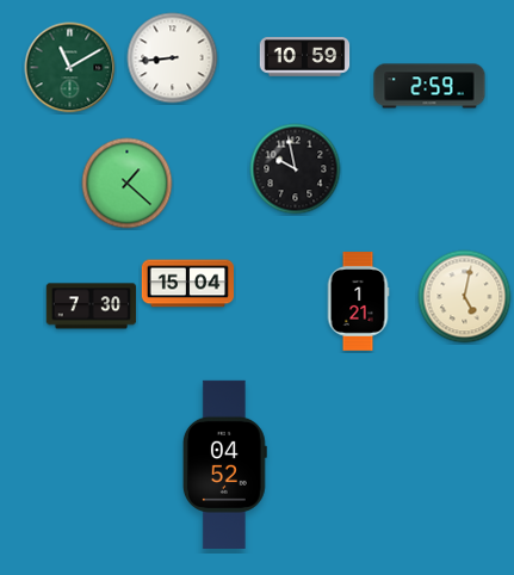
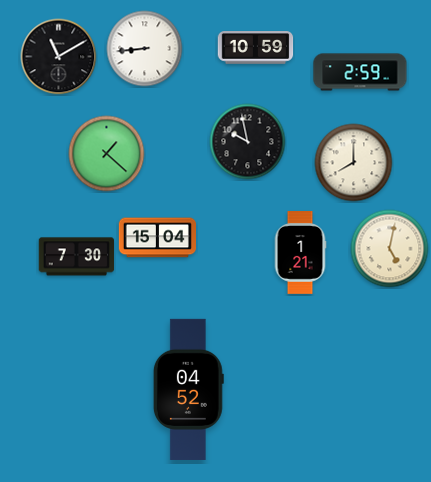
clock at (70, 68) dial: green -> black
clock at (354, 163): none -> 8:00
